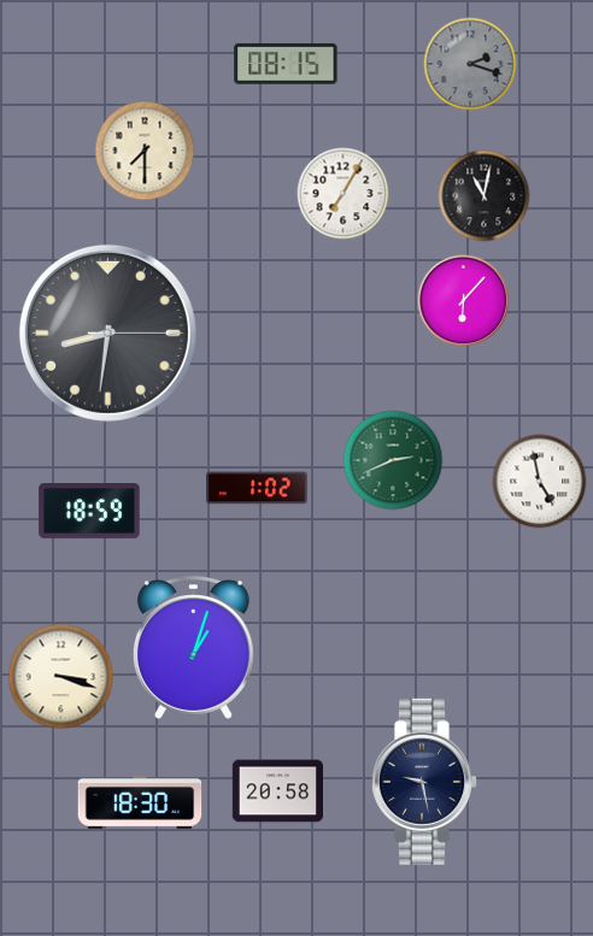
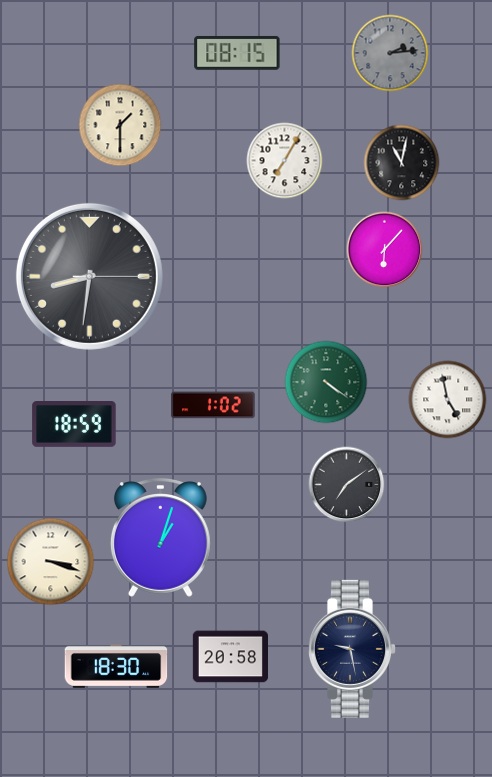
clock at (470, 64): 2:18 -> 2:14
clock at (145, 151): 7:30 -> 1:30
clock at (393, 460): 2:41 -> 4:21
clock at (347, 485): none -> 7:09
